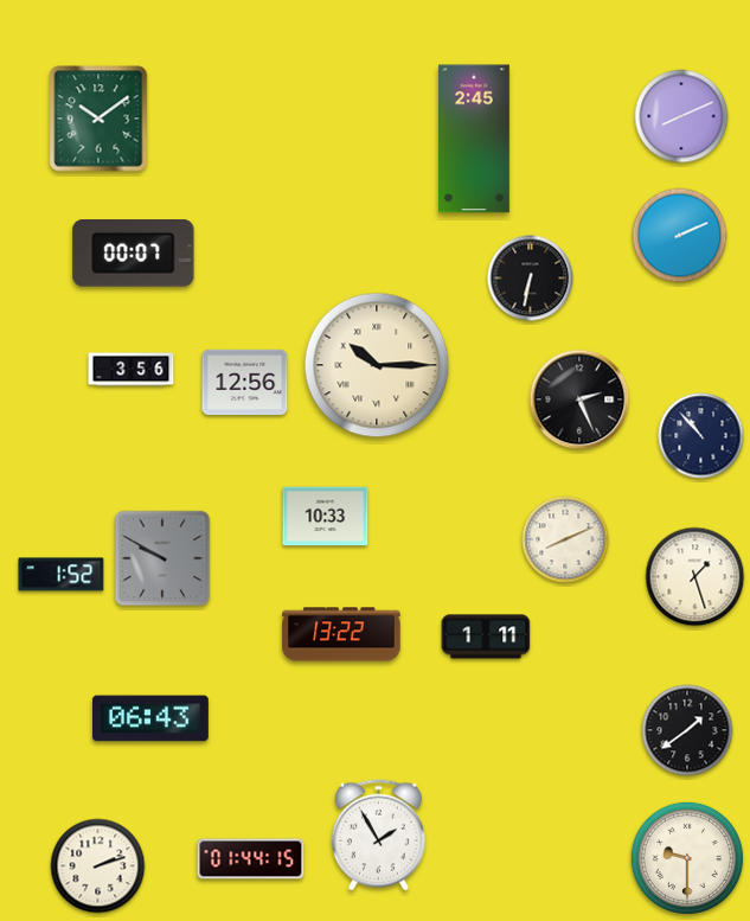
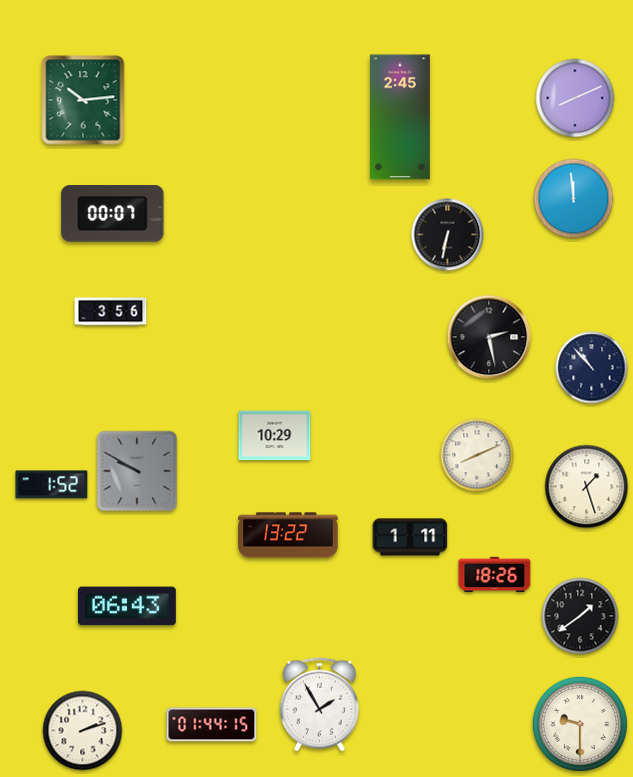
clock at (98, 119): 10:09 -> 10:14
clock at (680, 236): 2:11 -> 11:59
clock at (377, 365): 10:15 -> none
clock at (245, 382): 12:56 -> none
clock at (579, 399): 2:26 -> 2:28
clock at (326, 517): 10:33 -> 10:29
clock at (495, 575): none -> 18:26
